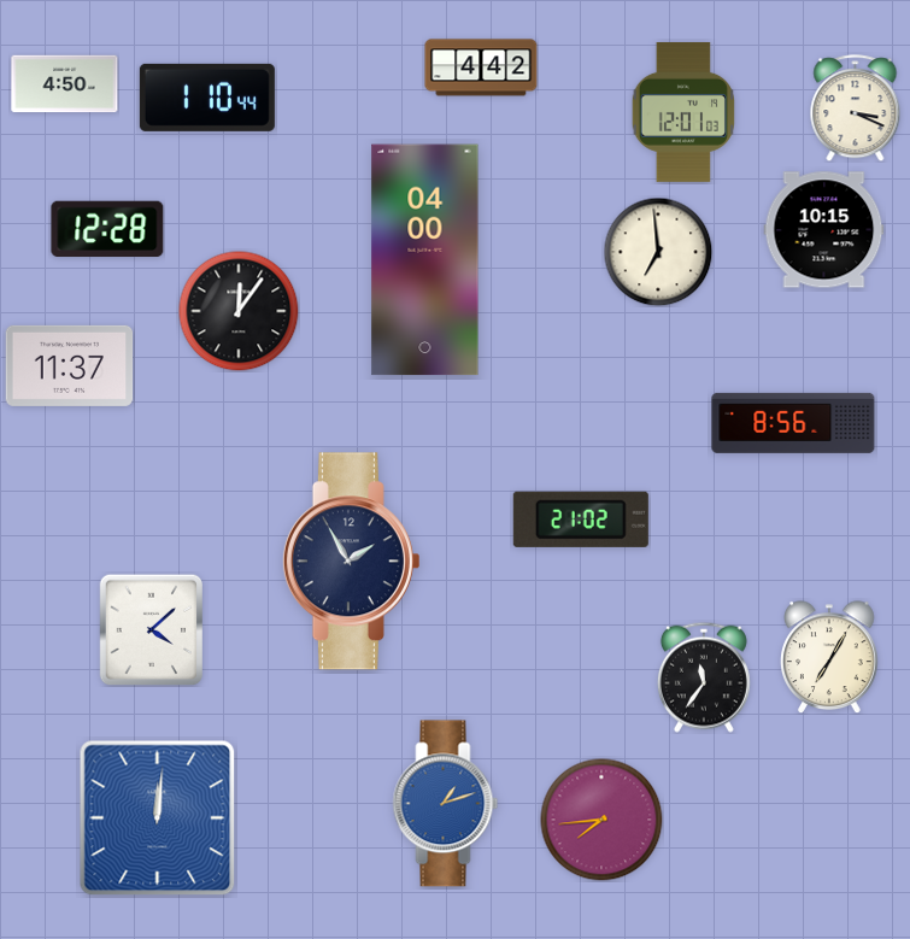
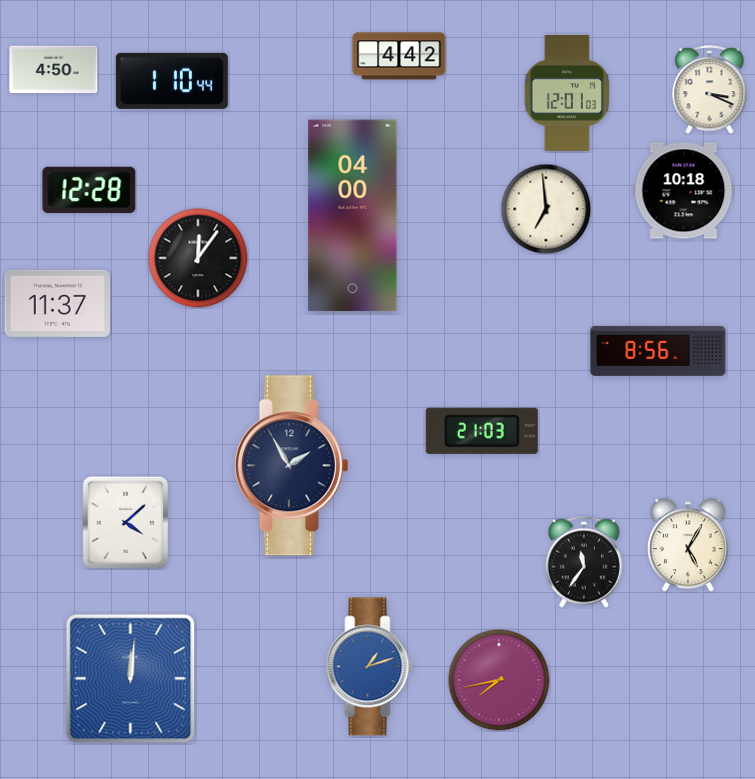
clock at (824, 230): 10:15 -> 10:18
clock at (581, 520): 21:02 -> 21:03
clock at (830, 657): 7:05 -> 5:05
clock at (601, 820): 7:44 -> 7:43
